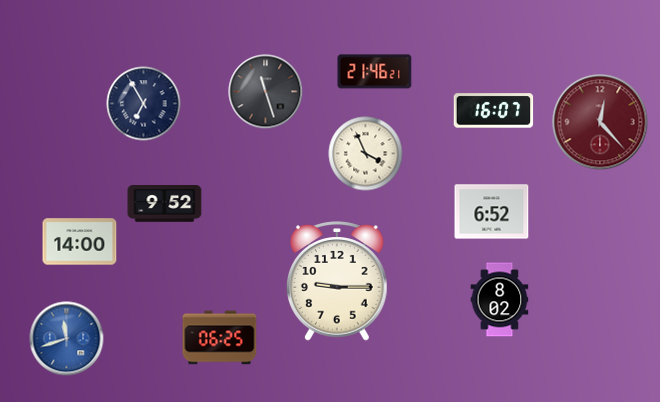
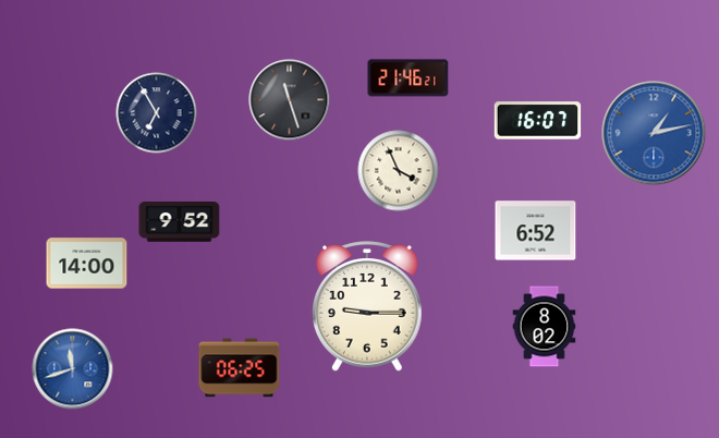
clock at (600, 122): 12:23 -> 1:13
clock at (600, 122) dial: burgundy -> blue
clock at (366, 154) position: (366, 154) -> (399, 171)
